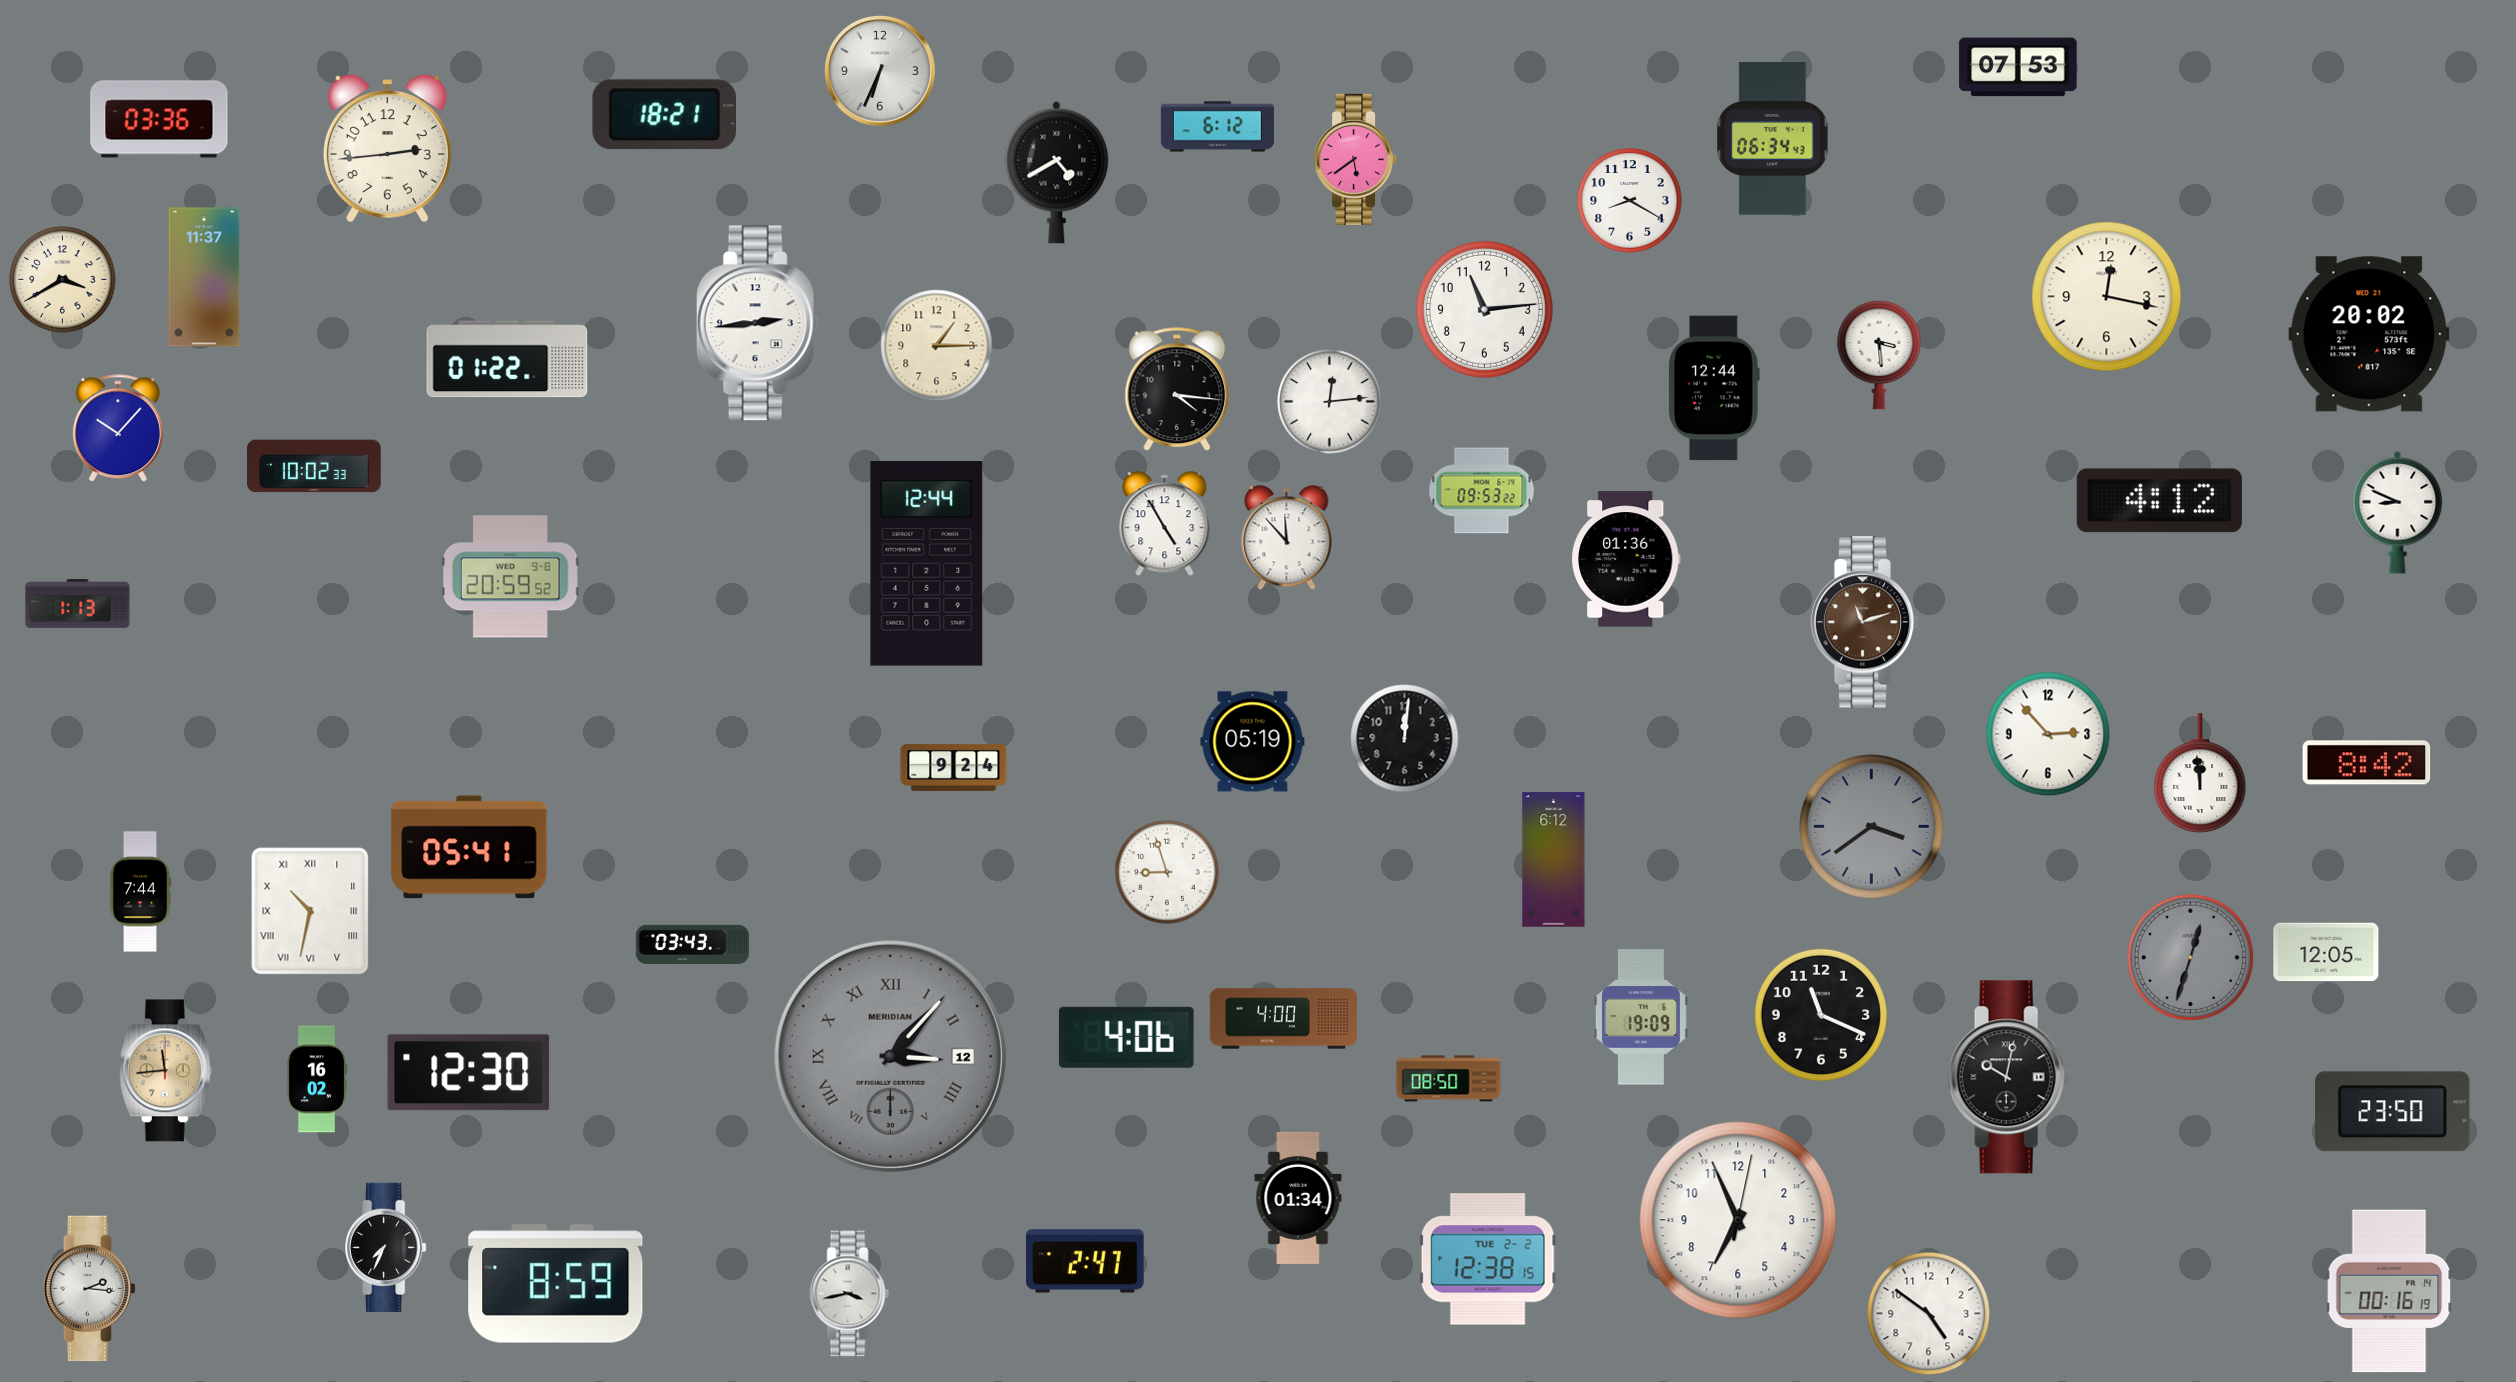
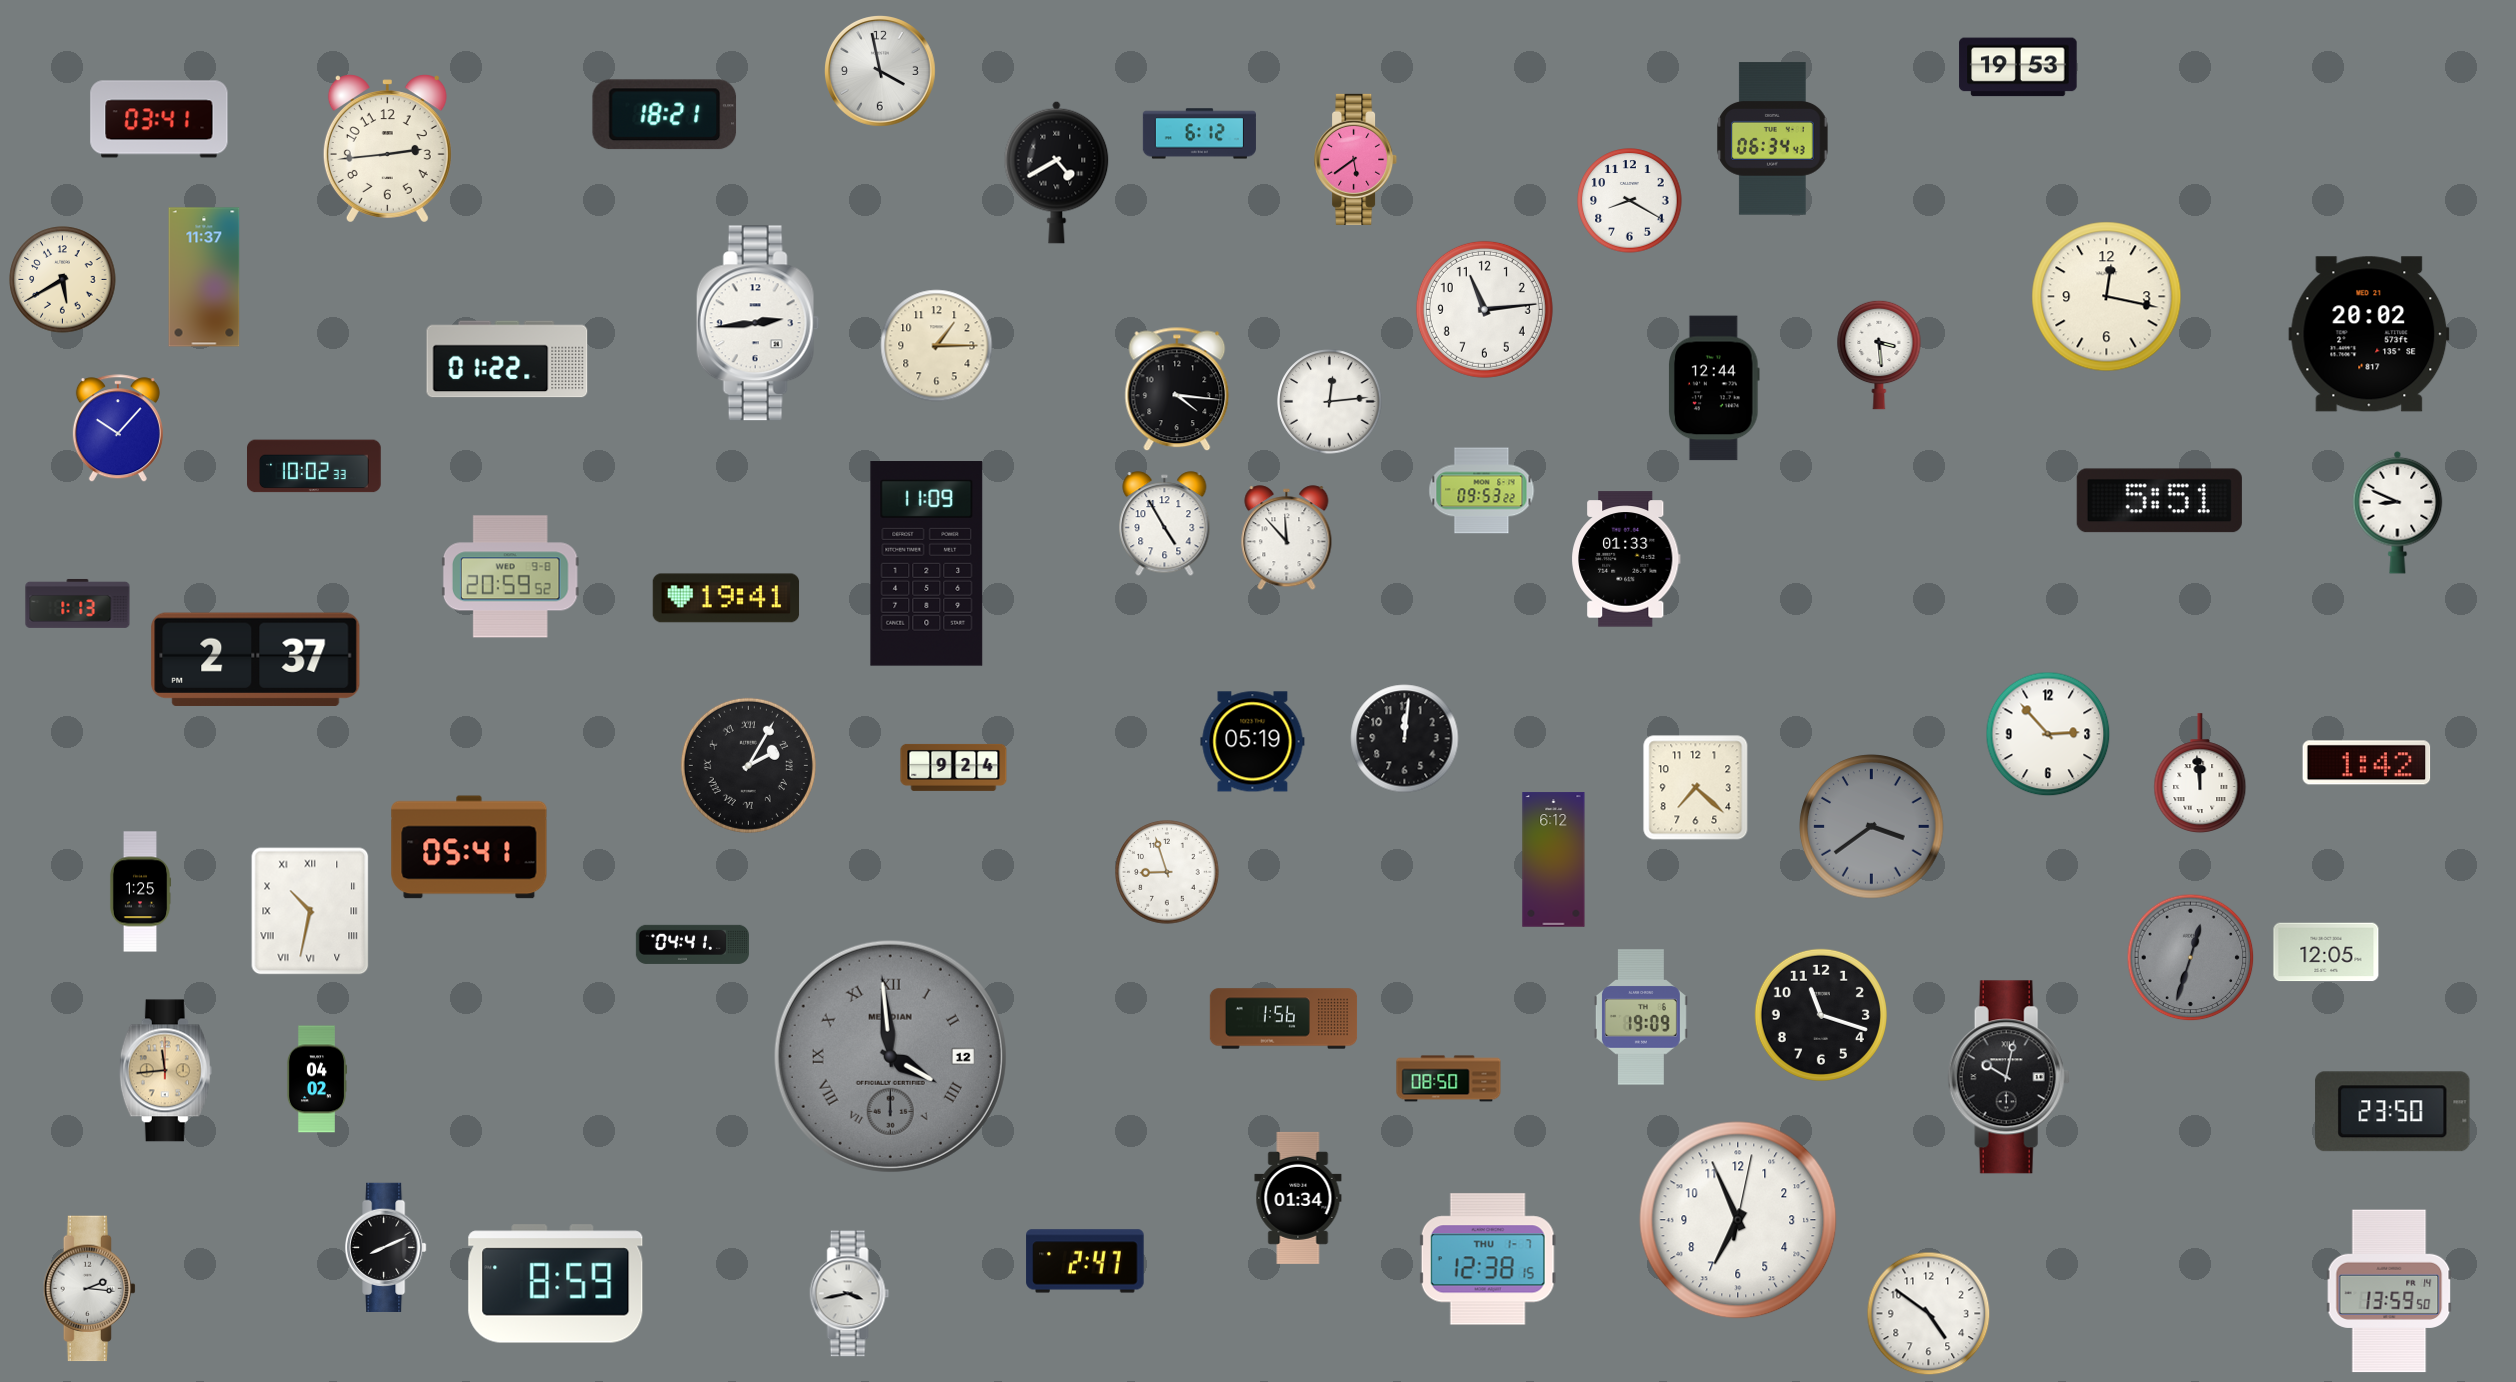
clock at (2018, 67): 07:53 -> 19:53
clock at (881, 72): 6:34 -> 3:58
clock at (159, 119): 03:36 -> 03:41
clock at (1217, 127) position: (1217, 127) -> (1199, 134)
clock at (63, 280): 3:40 -> 5:40
clock at (2159, 501): 4:12 -> 5:51
clock at (1627, 559): 01:36 -> 01:33
clock at (927, 564): 12:44 -> 11:09
clock at (726, 598): none -> 19:41
clock at (1865, 622): 11:12 -> none
clock at (256, 659): none -> 2:37
clock at (2367, 763): 8:42 -> 1:42
clock at (748, 765): none -> 2:05
clock at (1696, 788): none -> 7:22
clock at (140, 892): 7:44 -> 1:25
clock at (692, 944): 03:43 -> 04:41
clock at (1821, 1015): 11:19 -> 11:18
clock at (1284, 1019): 4:00 -> 1:56
clock at (1126, 1037): 4:06 -> none
clock at (890, 1056): 3:07 -> 3:59
clock at (469, 1073): 12:30 -> none
clock at (316, 1079): 16:02 -> 04:02
clock at (386, 1247): 7:34 -> 8:11
clock at (1488, 1259) date: TUE 2-2 -> THU 1-7
clock at (2389, 1291): 00:16 -> 13:59
